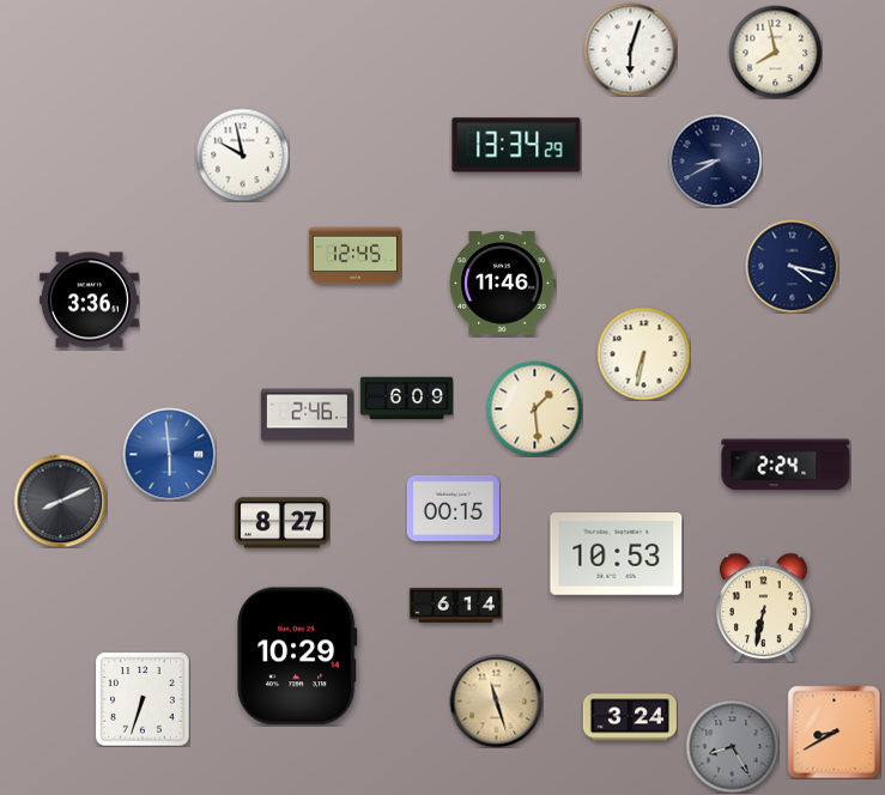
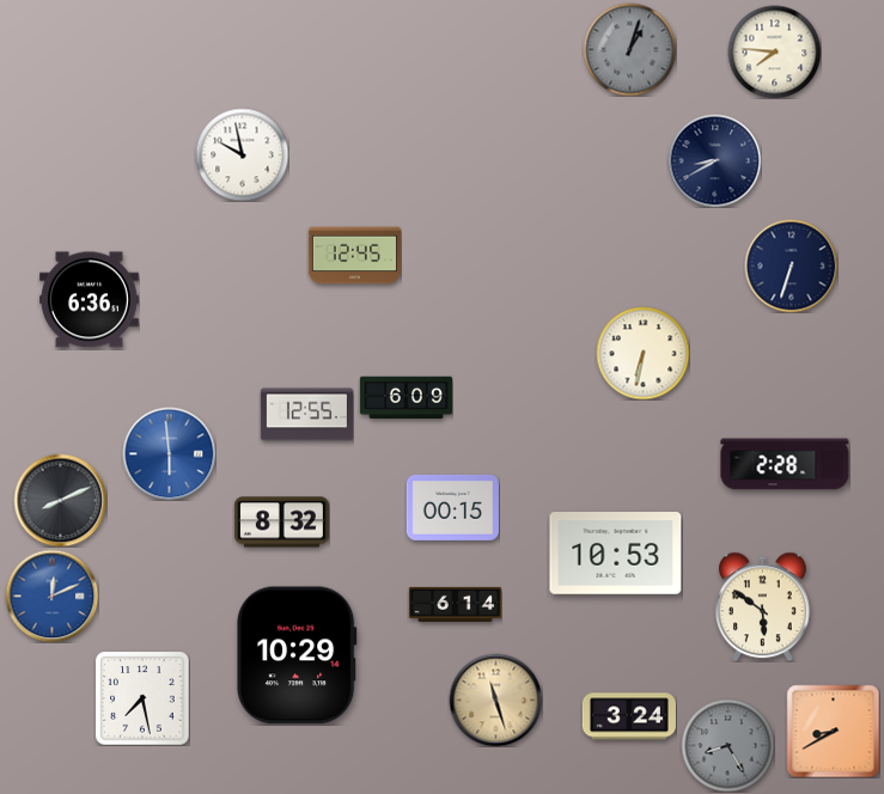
clock at (630, 49): 6:03 -> 1:03
clock at (630, 49) dial: white -> grey
clock at (775, 51): 7:58 -> 7:46
clock at (516, 145): 13:34 -> none
clock at (792, 266): 4:17 -> 6:33
clock at (502, 284): 11:46 -> none
clock at (89, 301): 3:36 -> 6:36
clock at (534, 408): 1:29 -> none
clock at (307, 415): 2:46 -> 12:55
clock at (786, 465): 2:24 -> 2:28
clock at (281, 523): 8:27 -> 8:32
clock at (51, 595): none -> 12:11
clock at (764, 607): 6:32 -> 5:51
clock at (143, 699): 6:33 -> 7:28
clock at (732, 746) position: (732, 746) -> (727, 745)
